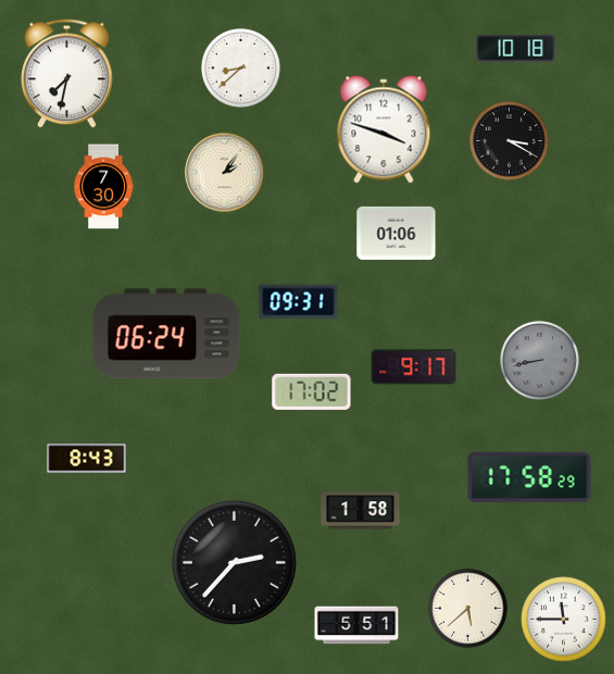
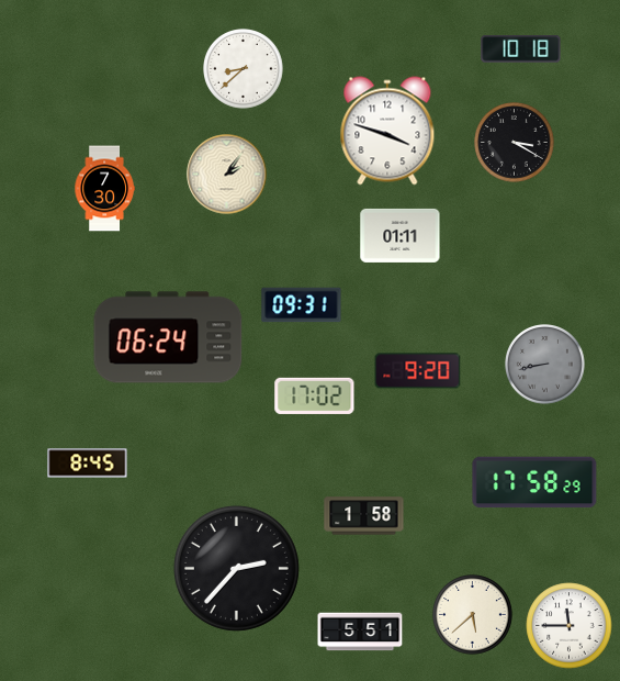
clock at (67, 74): 7:32 -> none
clock at (397, 233): 01:06 -> 01:11
clock at (414, 367): 9:17 -> 9:20
clock at (87, 459): 8:43 -> 8:45
